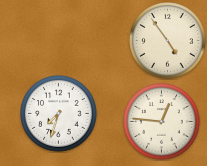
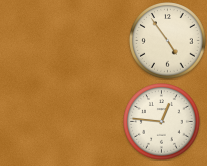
clock at (59, 114): 7:33 -> none
